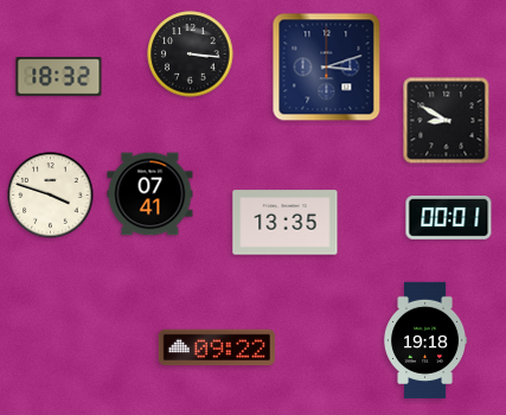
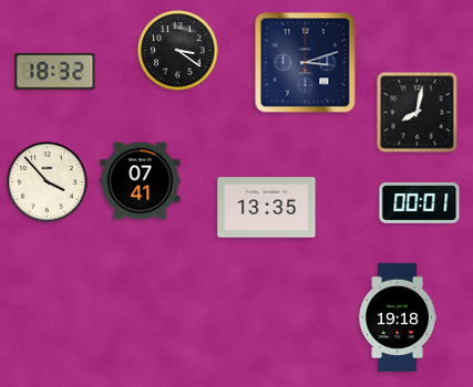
clock at (191, 55): 3:16 -> 3:21
clock at (447, 121): 8:50 -> 8:02
clock at (51, 196): 3:48 -> 3:53
clock at (216, 347): 09:22 -> none
